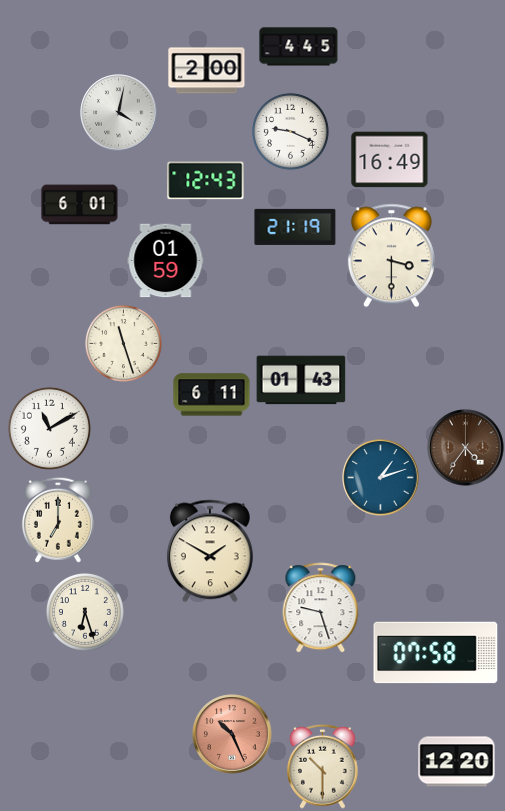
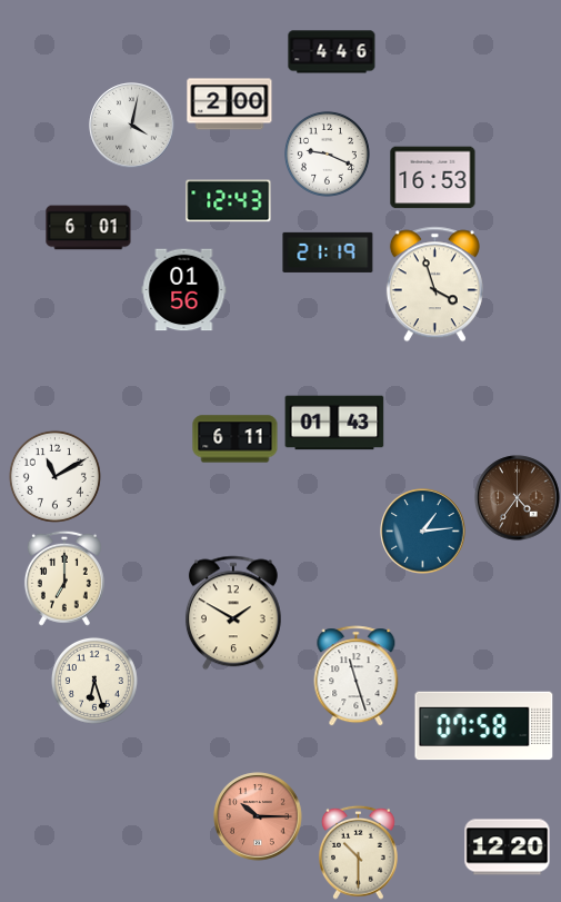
clock at (299, 47): 4:45 -> 4:46
clock at (207, 71) position: (207, 71) -> (230, 105)
clock at (290, 131) position: (290, 131) -> (327, 153)
clock at (390, 160): 16:49 -> 16:53
clock at (391, 256): 3:30 -> 3:57
clock at (166, 261): 01:59 -> 01:56
clock at (123, 343): 11:27 -> none
clock at (381, 478): 1:12 -> 1:14
clock at (321, 608): 9:27 -> 11:27
clock at (232, 734): 10:26 -> 10:15
